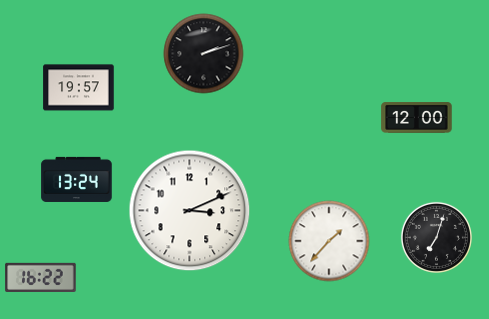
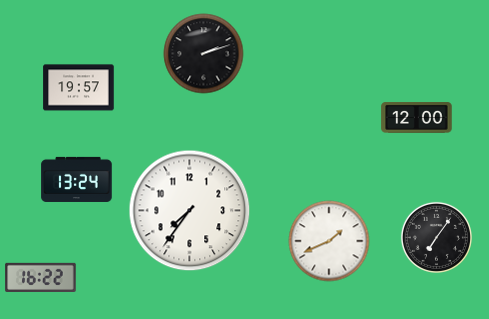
clock at (190, 211): 3:11 -> 7:36
clock at (436, 237): 7:03 -> 7:06
clock at (329, 241): 1:37 -> 1:41
